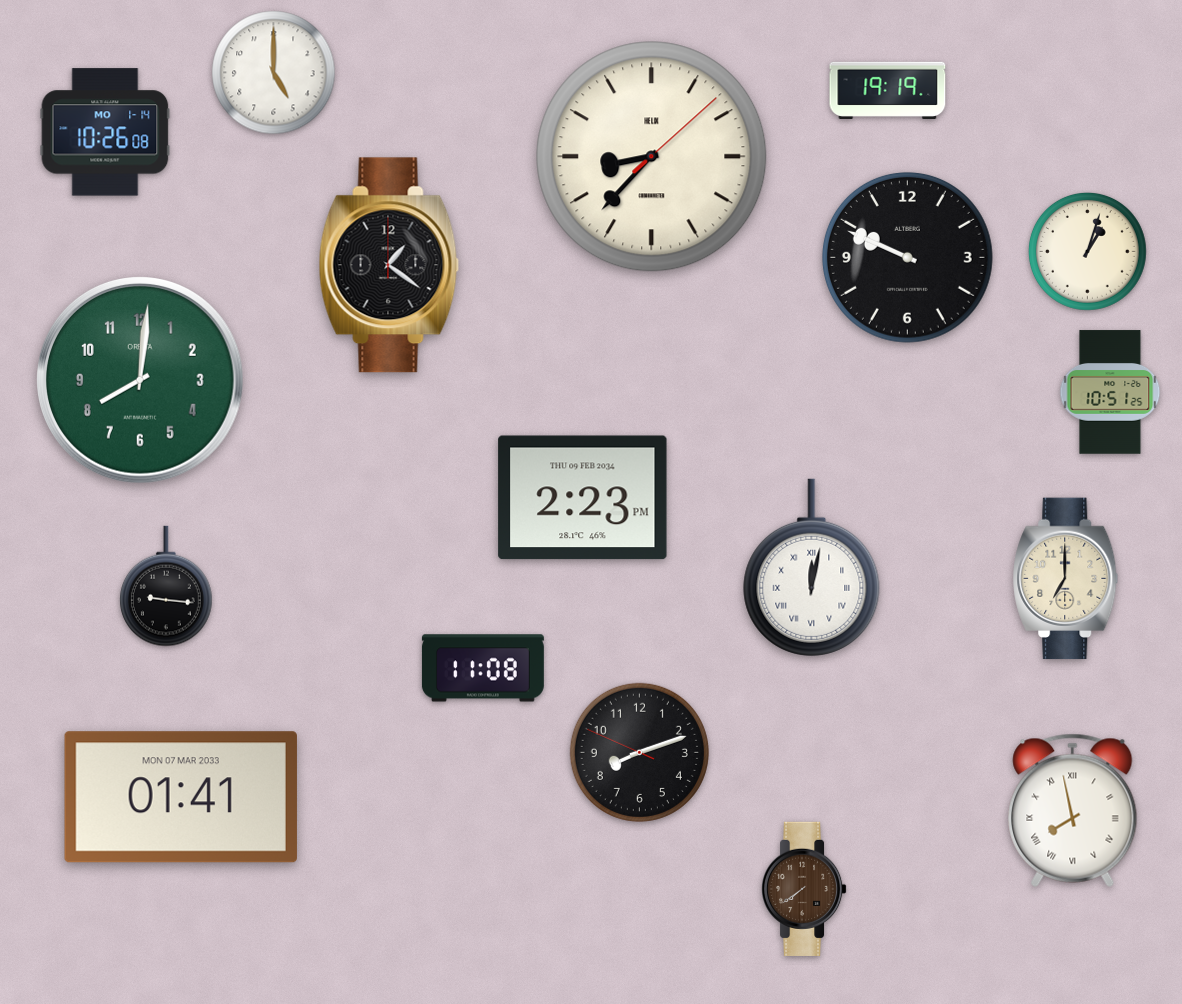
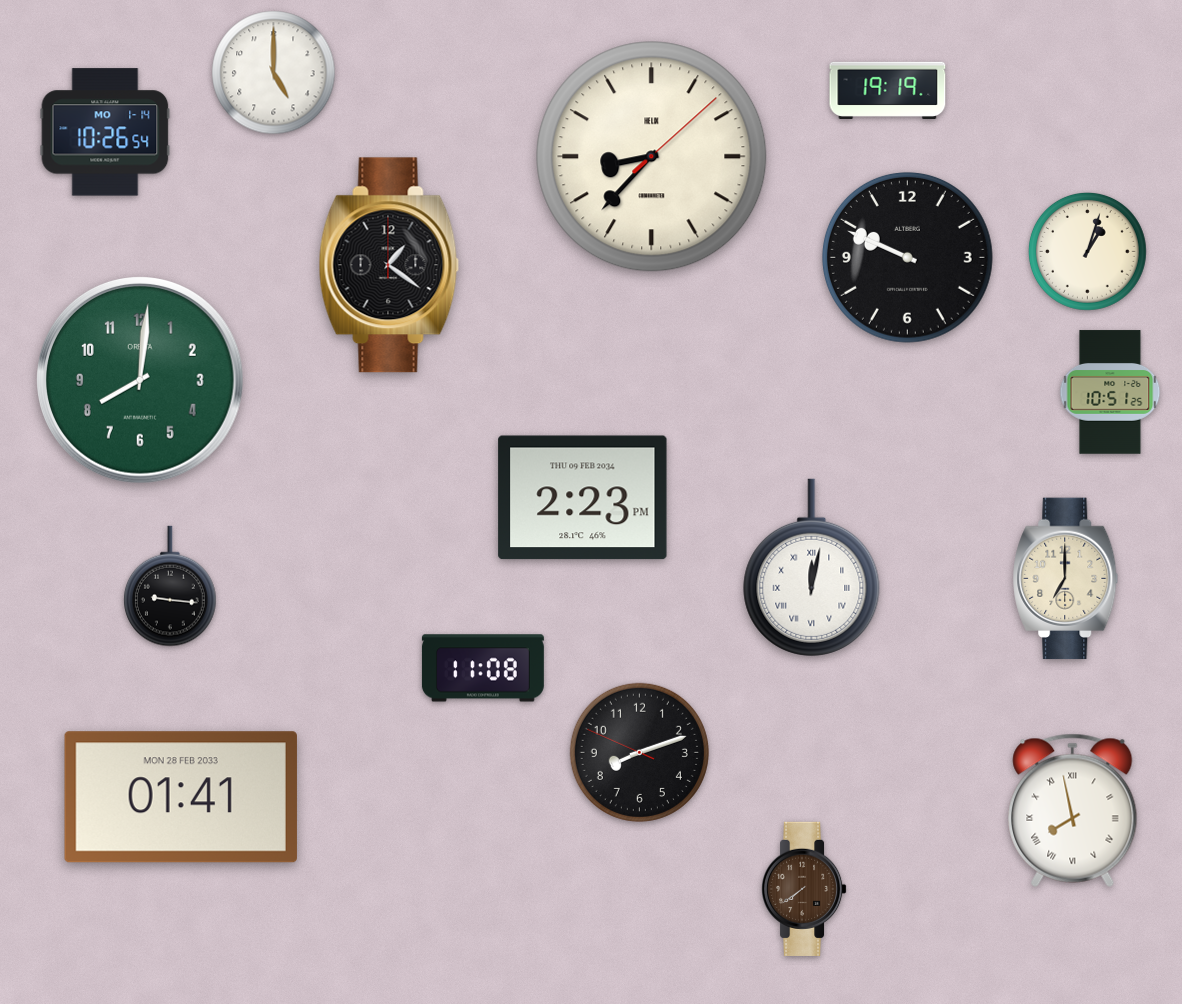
clock at (105, 132): 10:26:08 -> 10:26:54
clock at (166, 586) position: (166, 586) -> (170, 586)
clock at (181, 797) date: MON 07 MAR 2033 -> MON 28 FEB 2033
